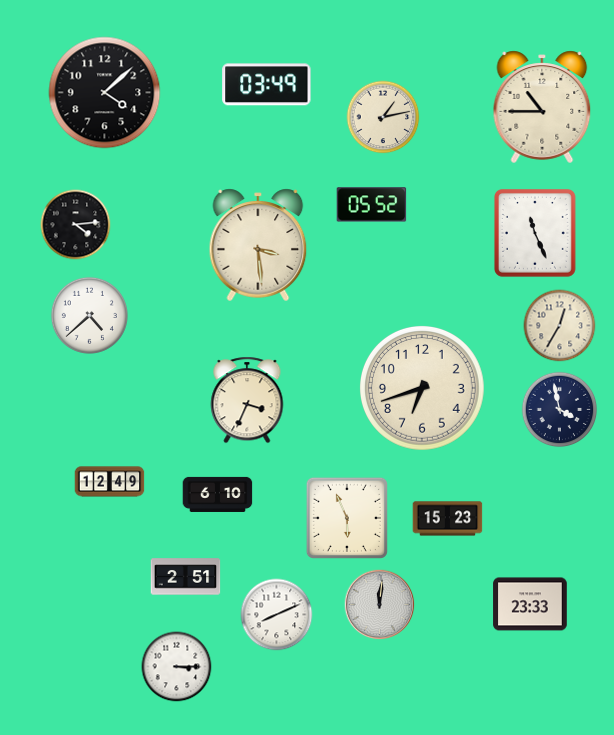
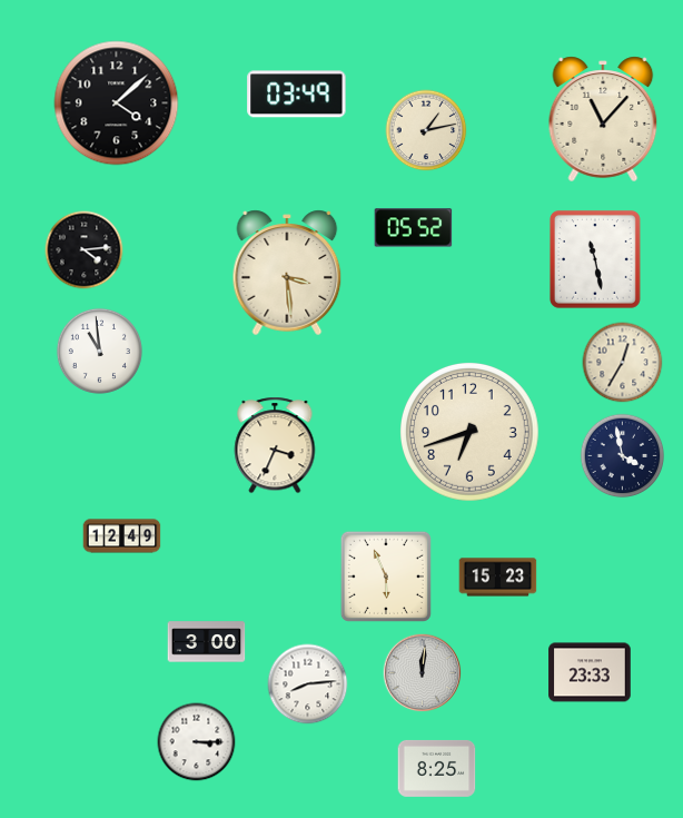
clock at (542, 107): 10:45 -> 11:07
clock at (535, 233): 11:26 -> 11:28
clock at (89, 315): 4:38 -> 10:59
clock at (218, 494): 6:10 -> none
clock at (186, 577): 2:51 -> 3:00
clock at (277, 615): 8:11 -> 8:14
clock at (437, 768): none -> 8:25
